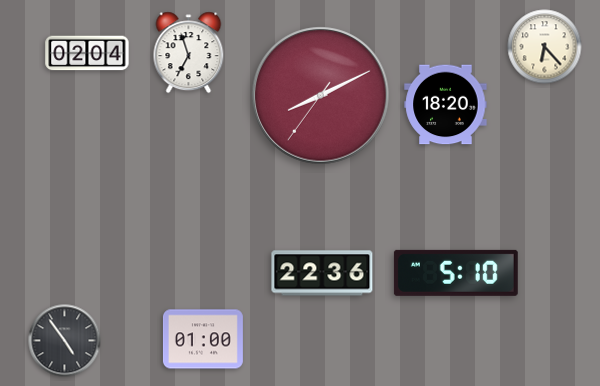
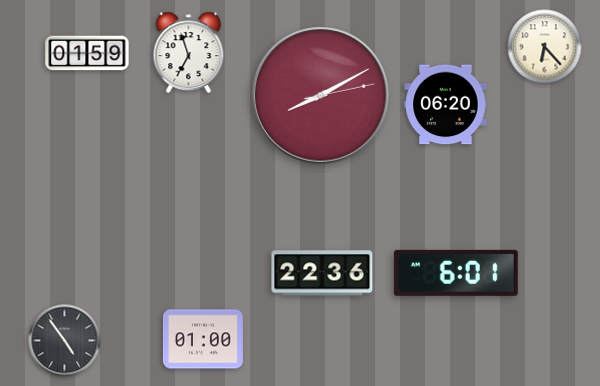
clock at (87, 53): 02:04 -> 01:59
clock at (321, 96): 8:10:36 -> 8:10:13
clock at (446, 105): 18:20 -> 06:20
clock at (456, 273): 5:10 -> 6:01
